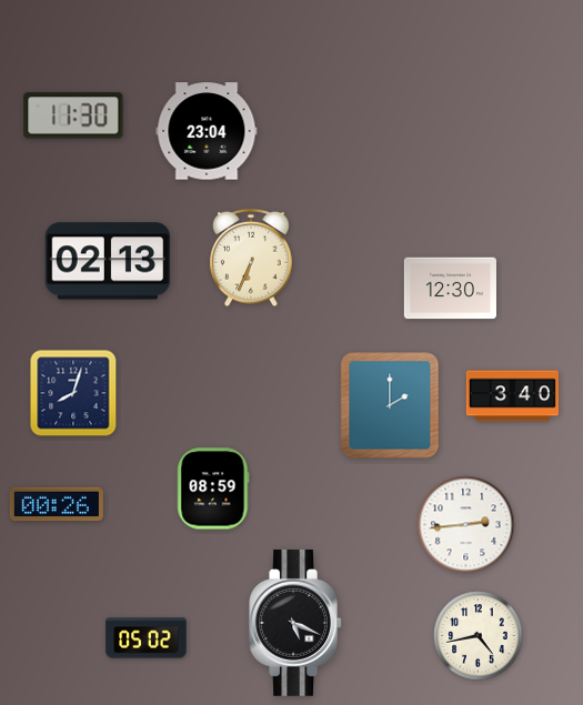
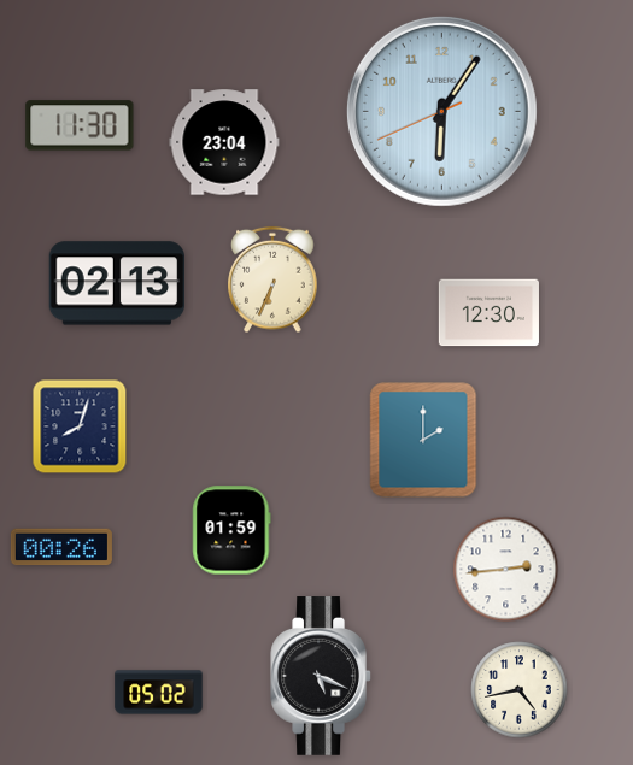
clock at (441, 111): none -> 6:05
clock at (512, 396): 3:40 -> none
clock at (213, 489): 08:59 -> 01:59
